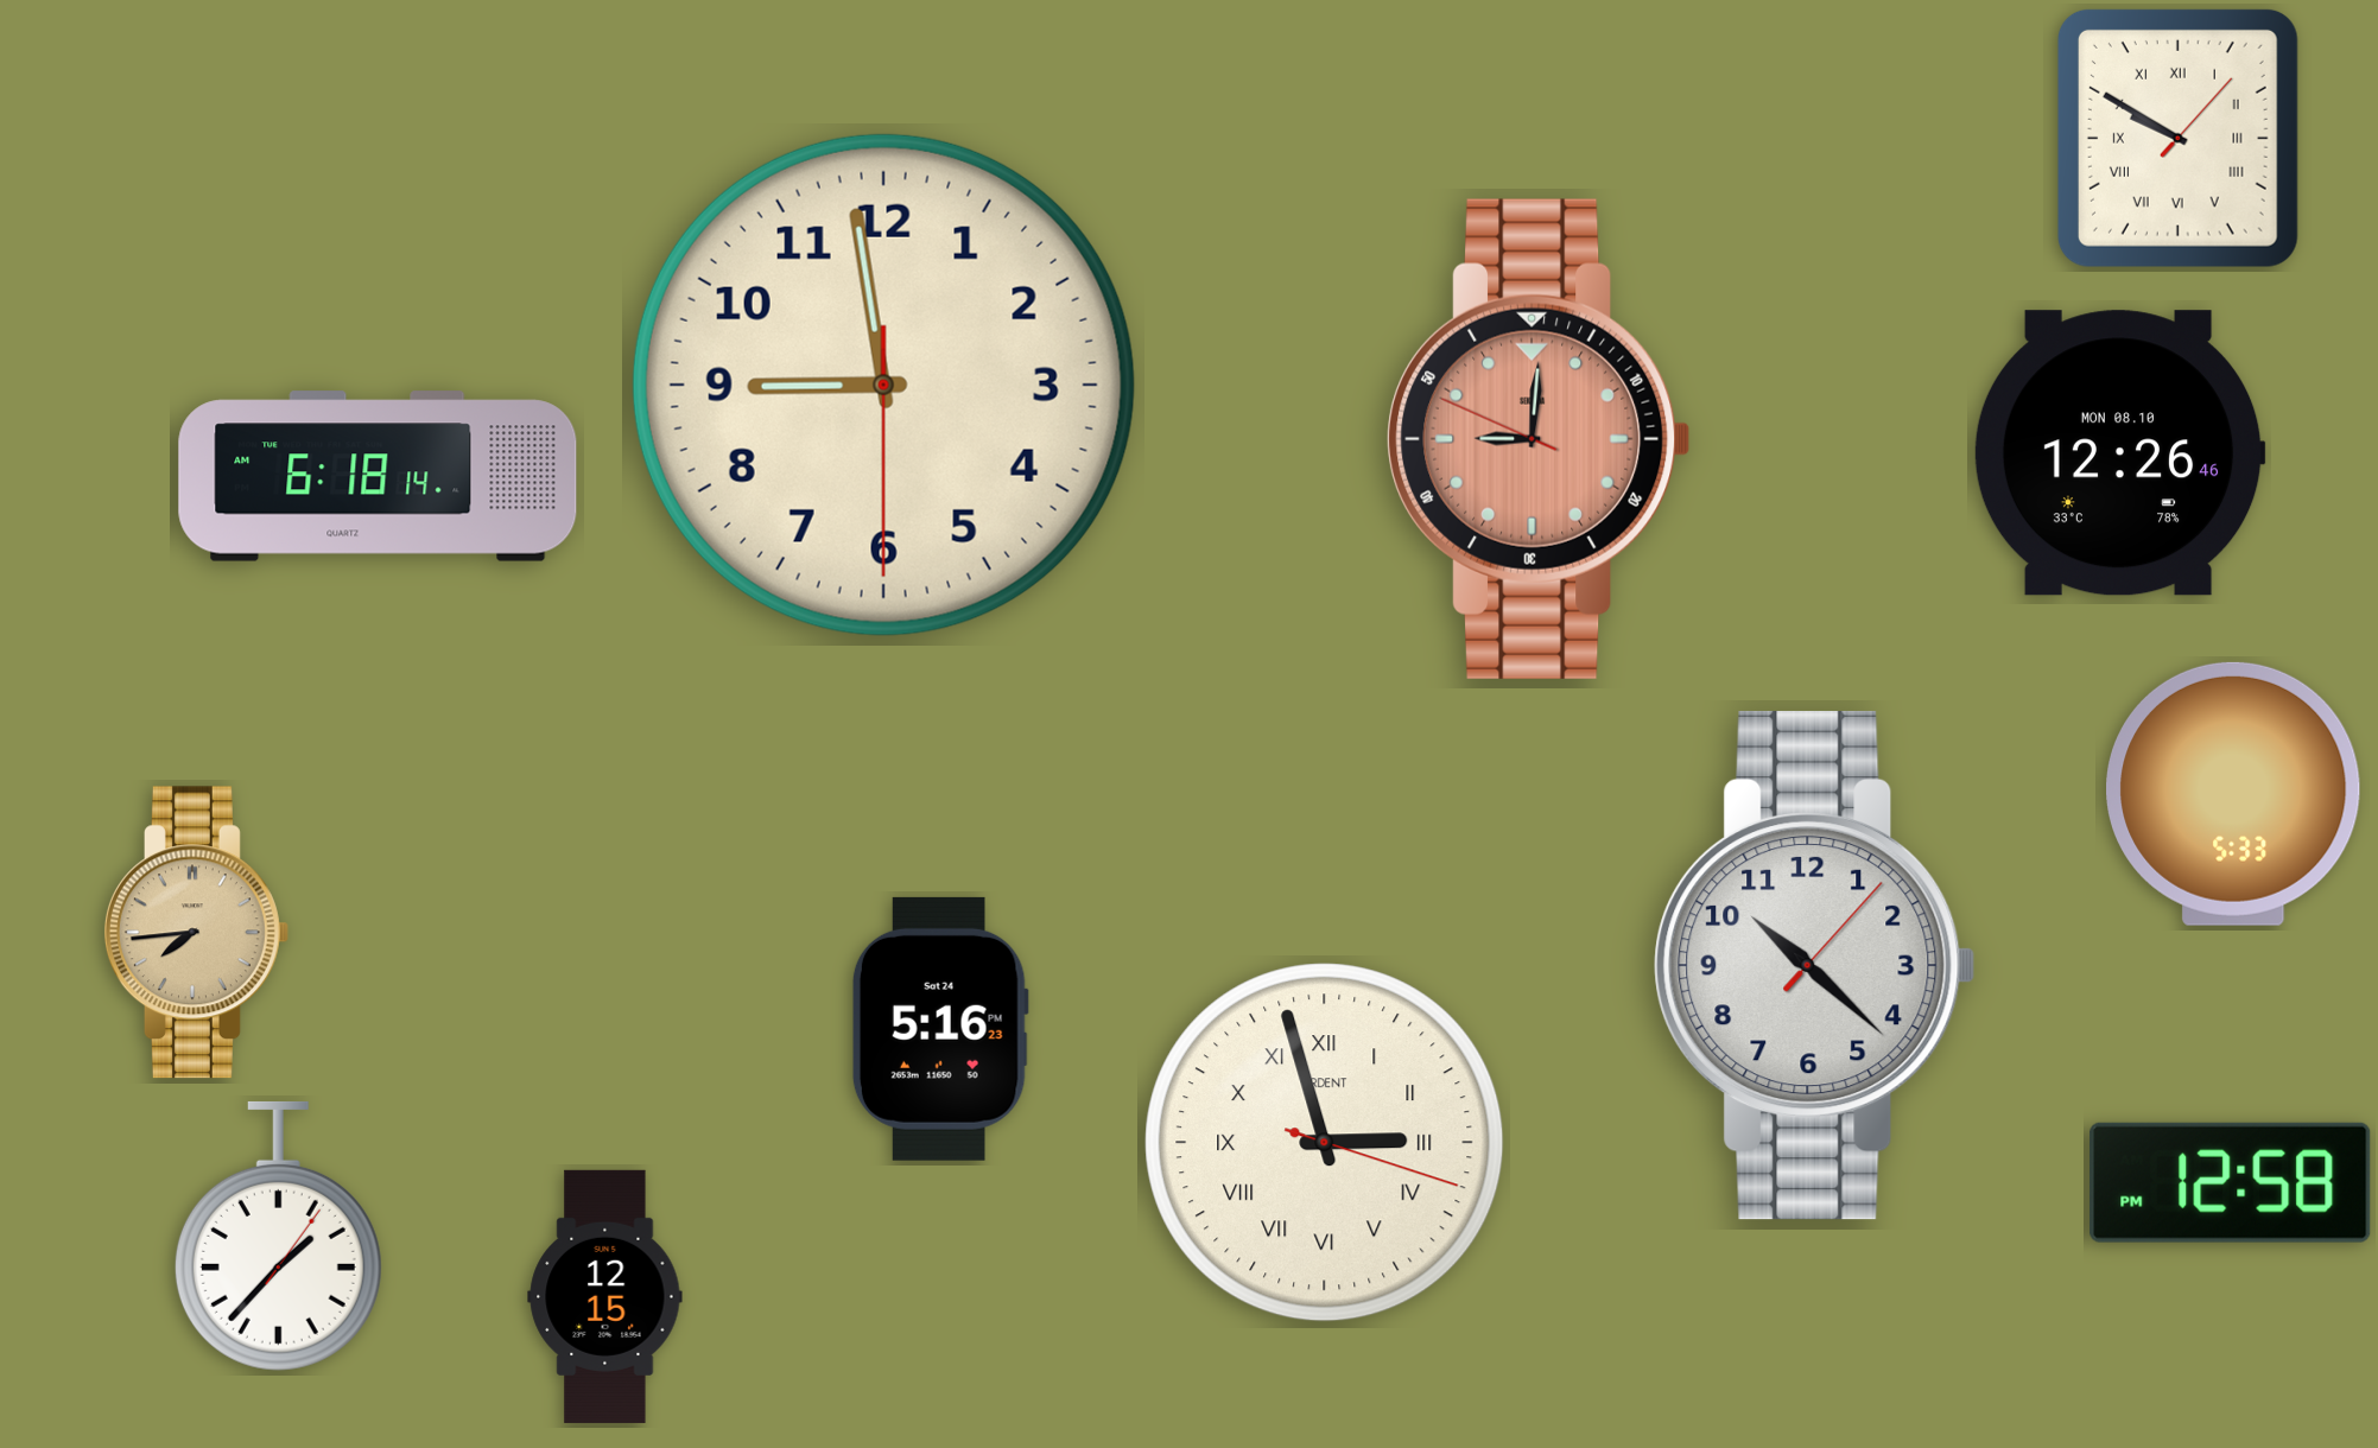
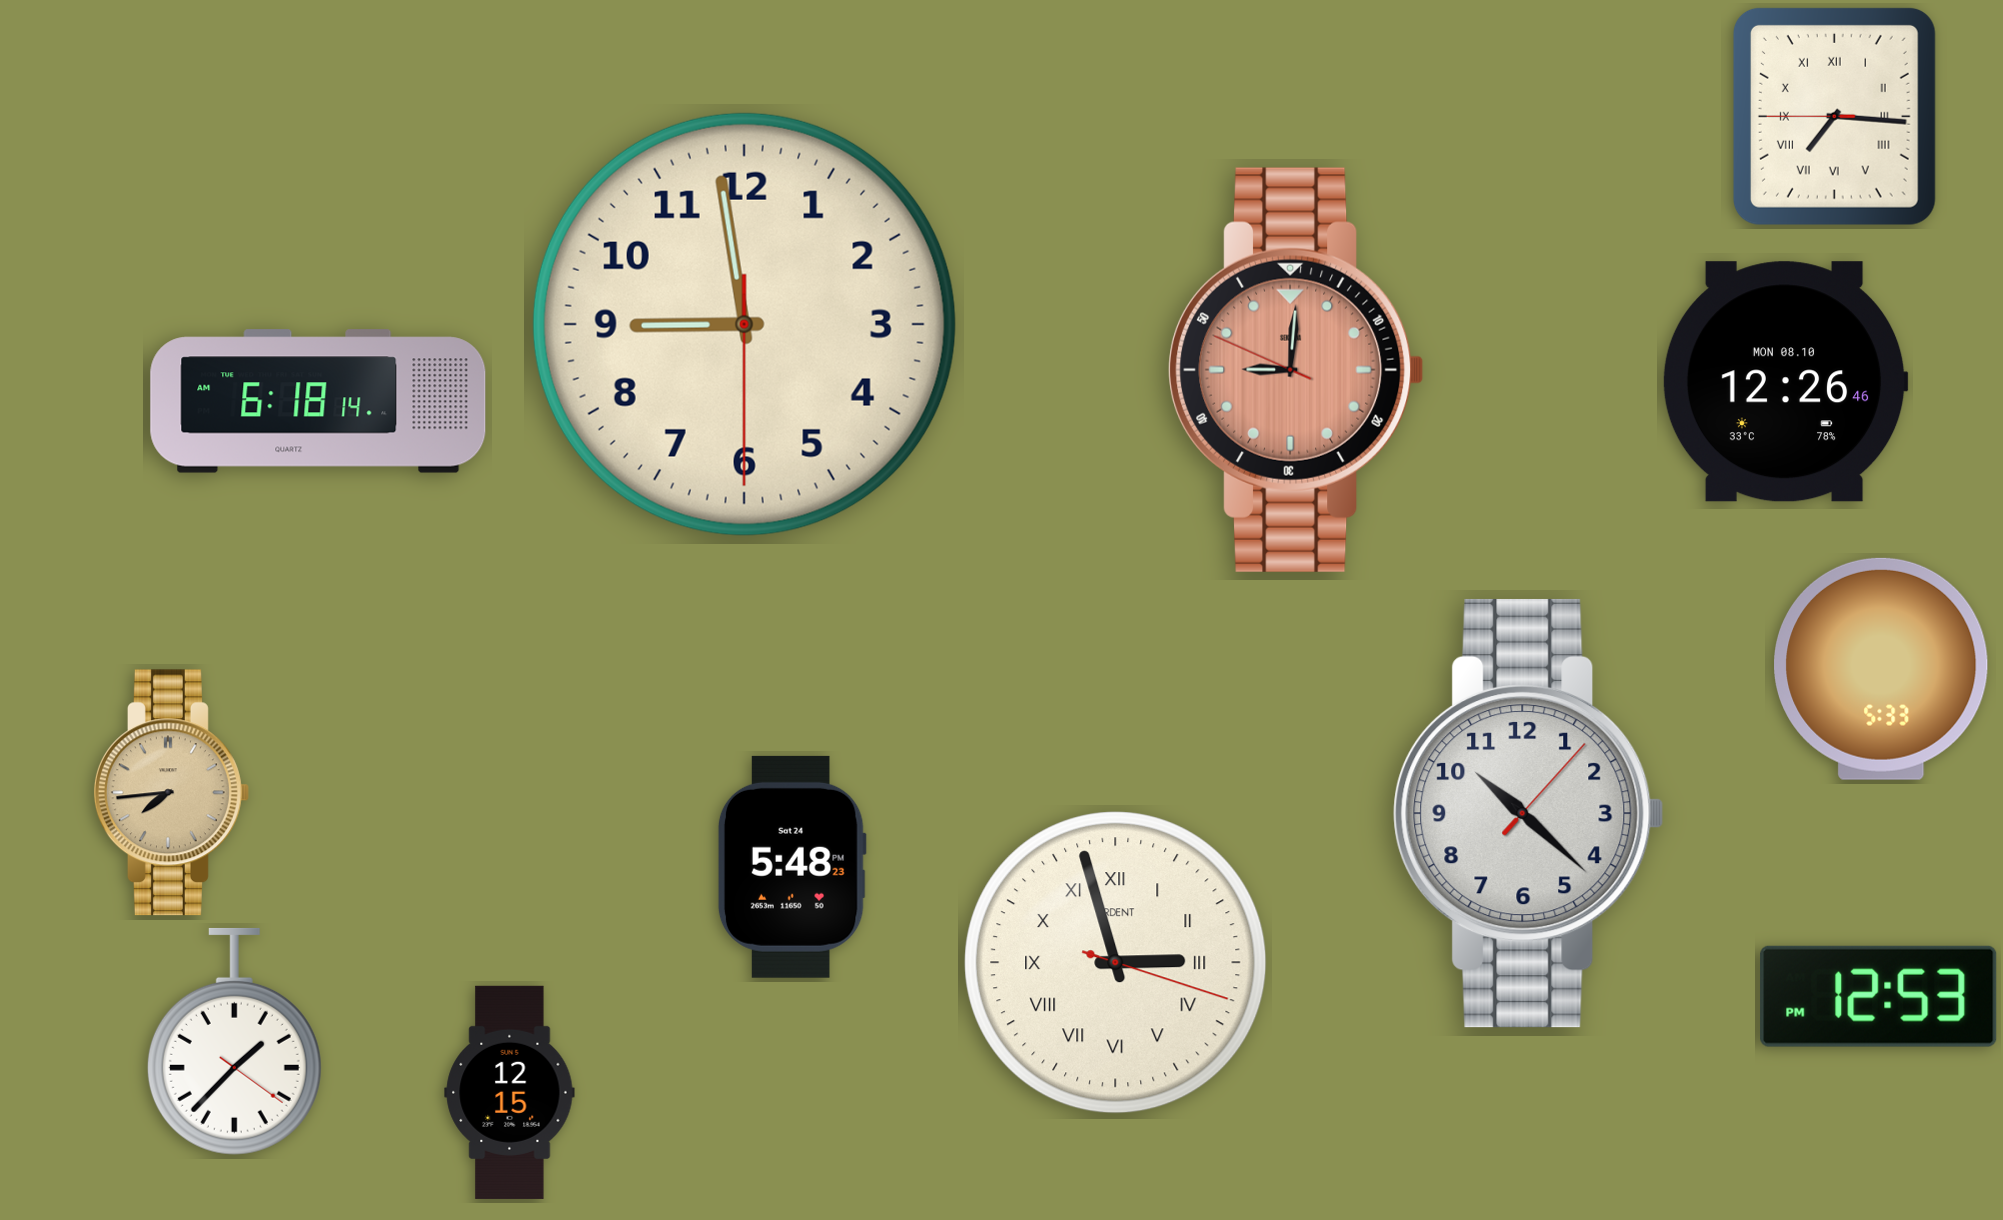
clock at (2177, 138): 9:50 -> 7:15
clock at (196, 933) position: (196, 933) -> (171, 793)
clock at (940, 1029): 5:16 -> 5:48
clock at (2231, 1182): 12:58 -> 12:53
clock at (278, 1236): 1:37:06 -> 1:37:21
